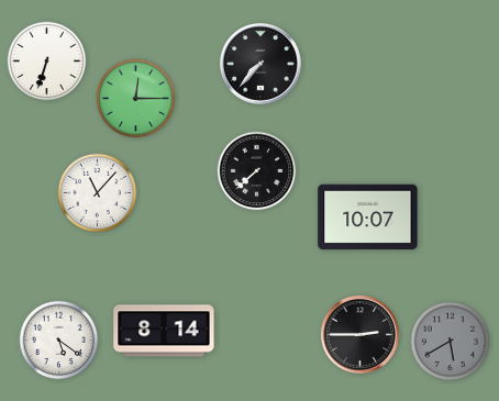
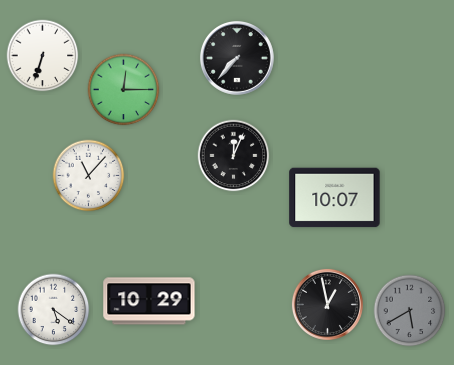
clock at (257, 171): 7:38 -> 12:04
clock at (164, 331): 8:14 -> 10:29
clock at (359, 334): 2:45 -> 12:58
